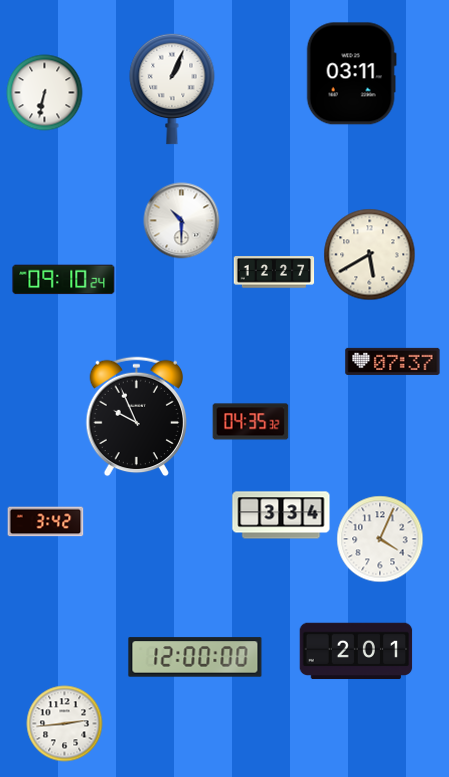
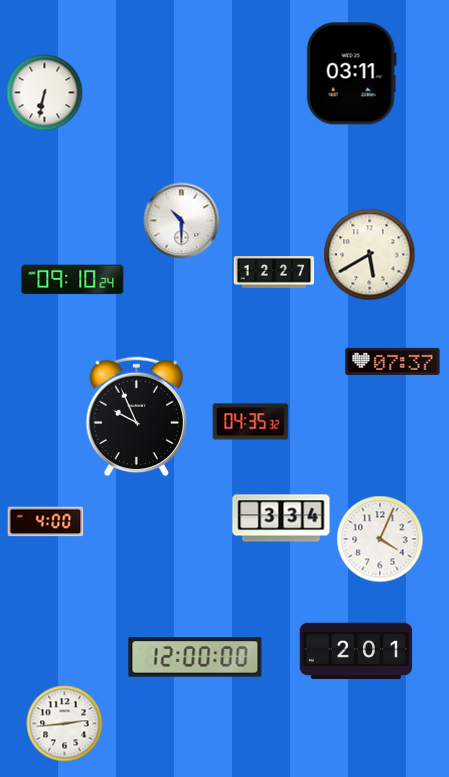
clock at (172, 89): 1:04 -> none
clock at (64, 280) position: (64, 280) -> (73, 280)
clock at (281, 515) position: (281, 515) -> (281, 518)
clock at (46, 522): 3:42 -> 4:00
